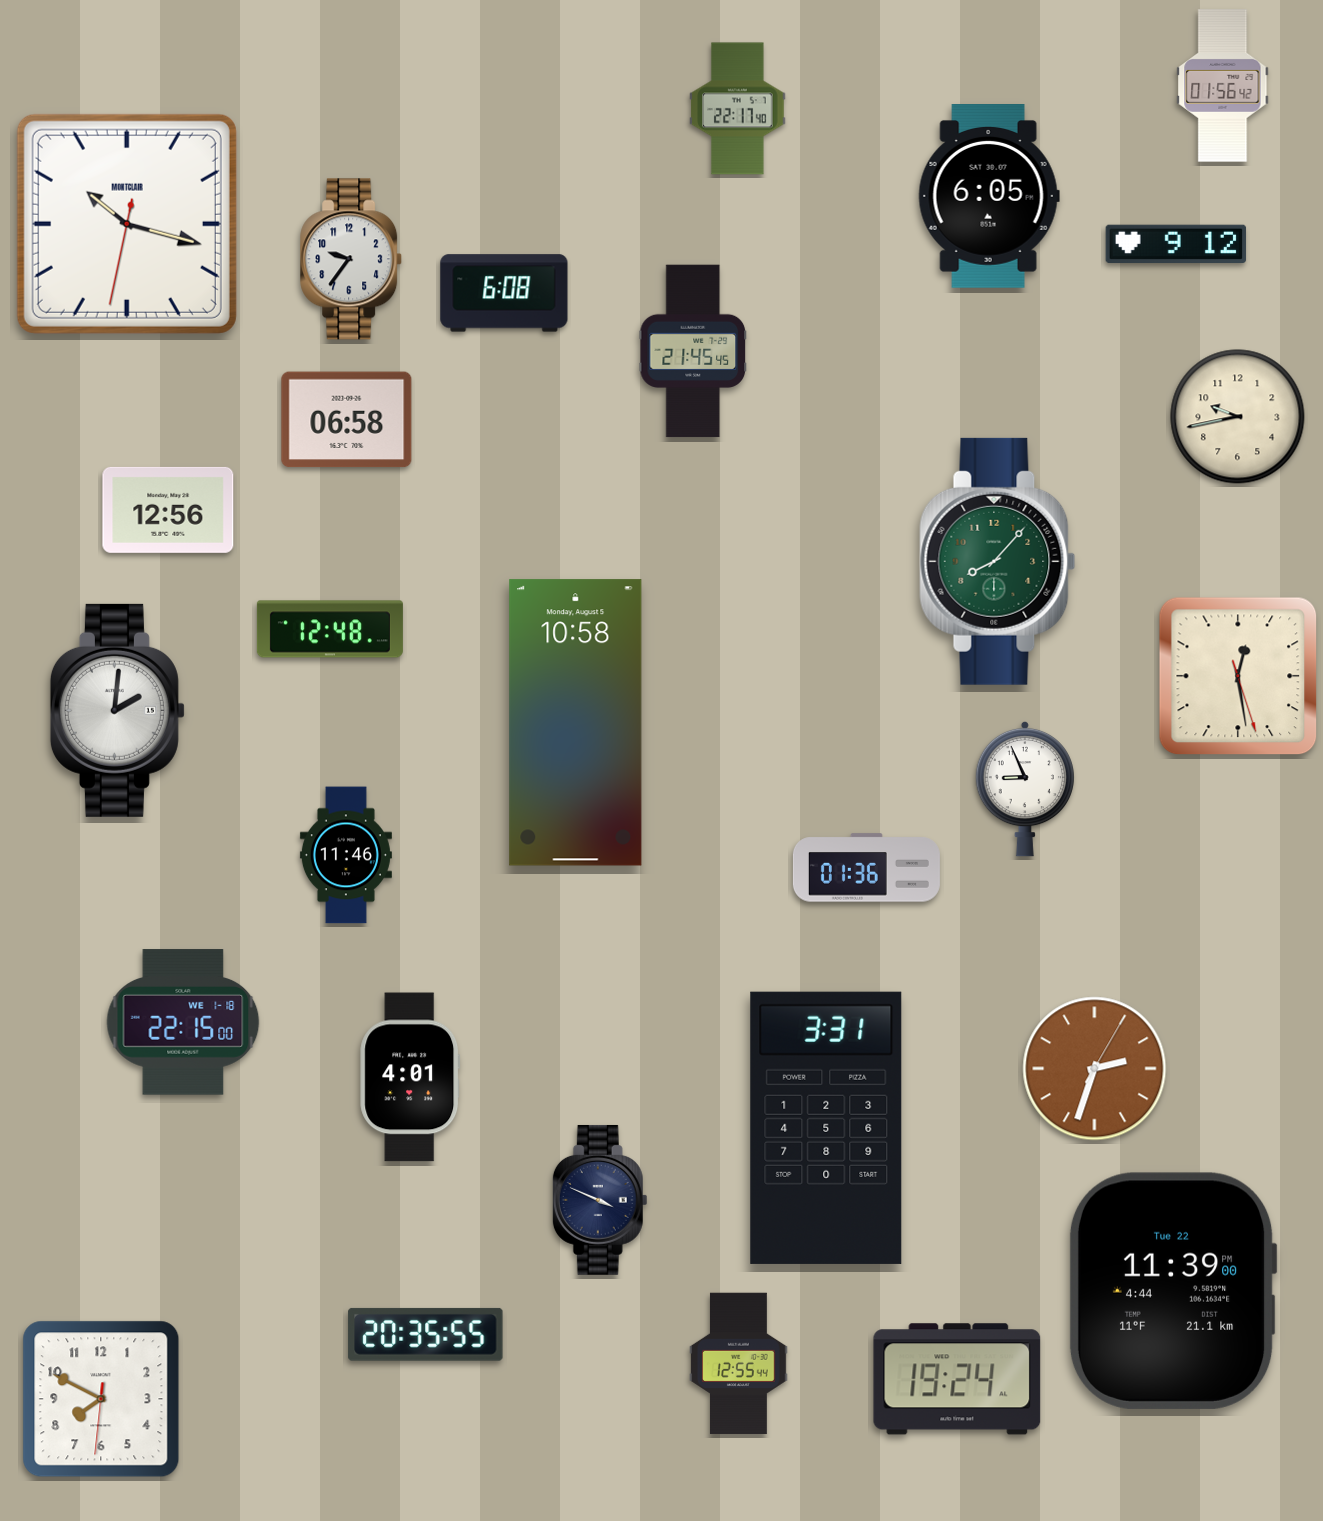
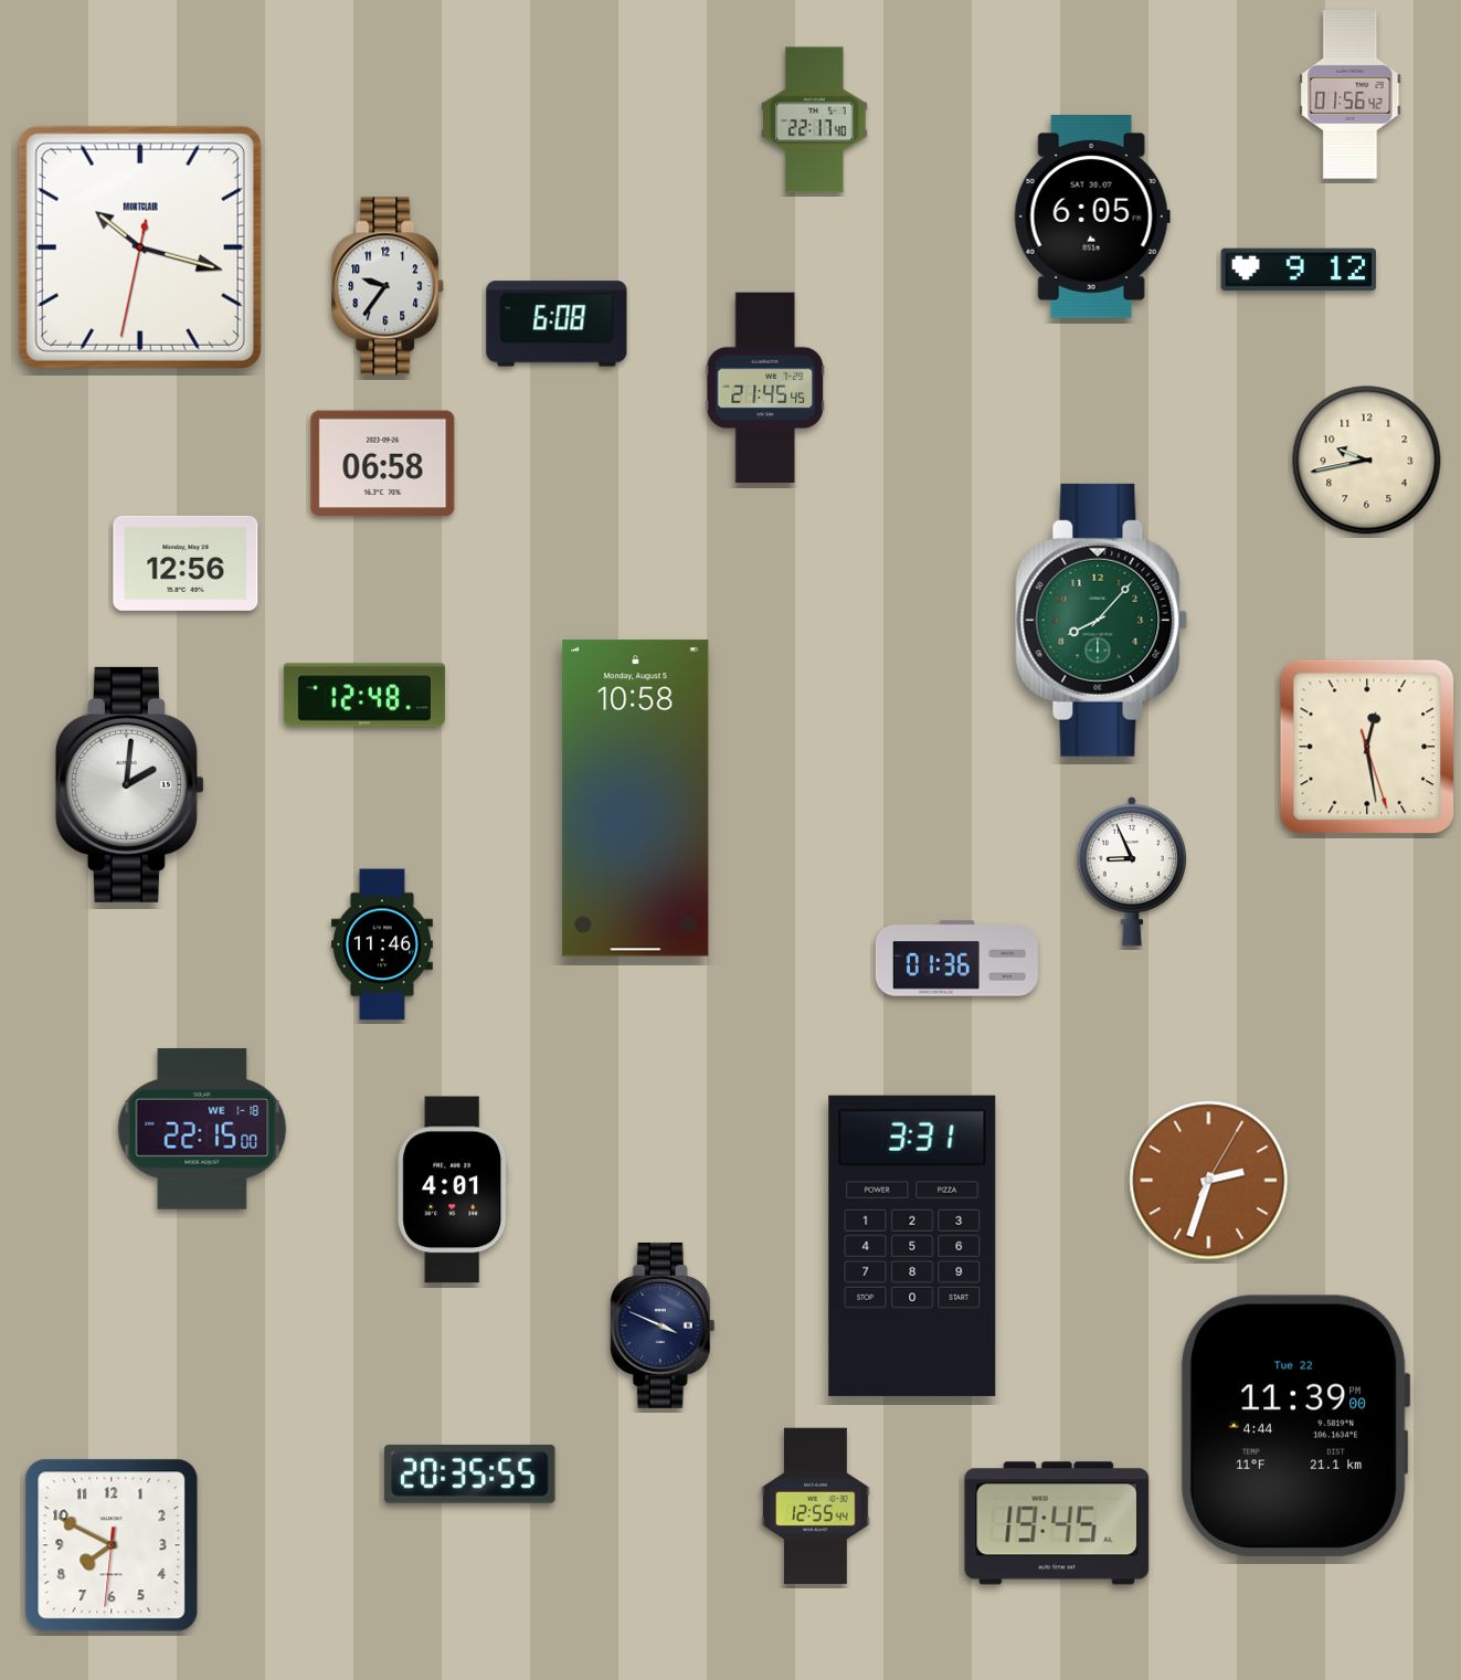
clock at (957, 1379): 19:24 -> 19:45
